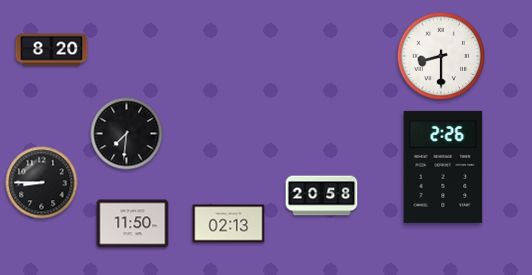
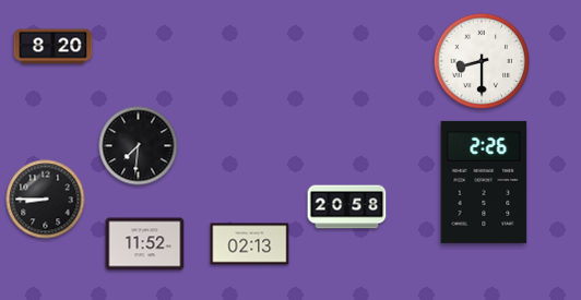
clock at (52, 50) position: (52, 50) -> (54, 47)
clock at (322, 196) position: (322, 196) -> (347, 207)
clock at (133, 224): 11:50 -> 11:52
